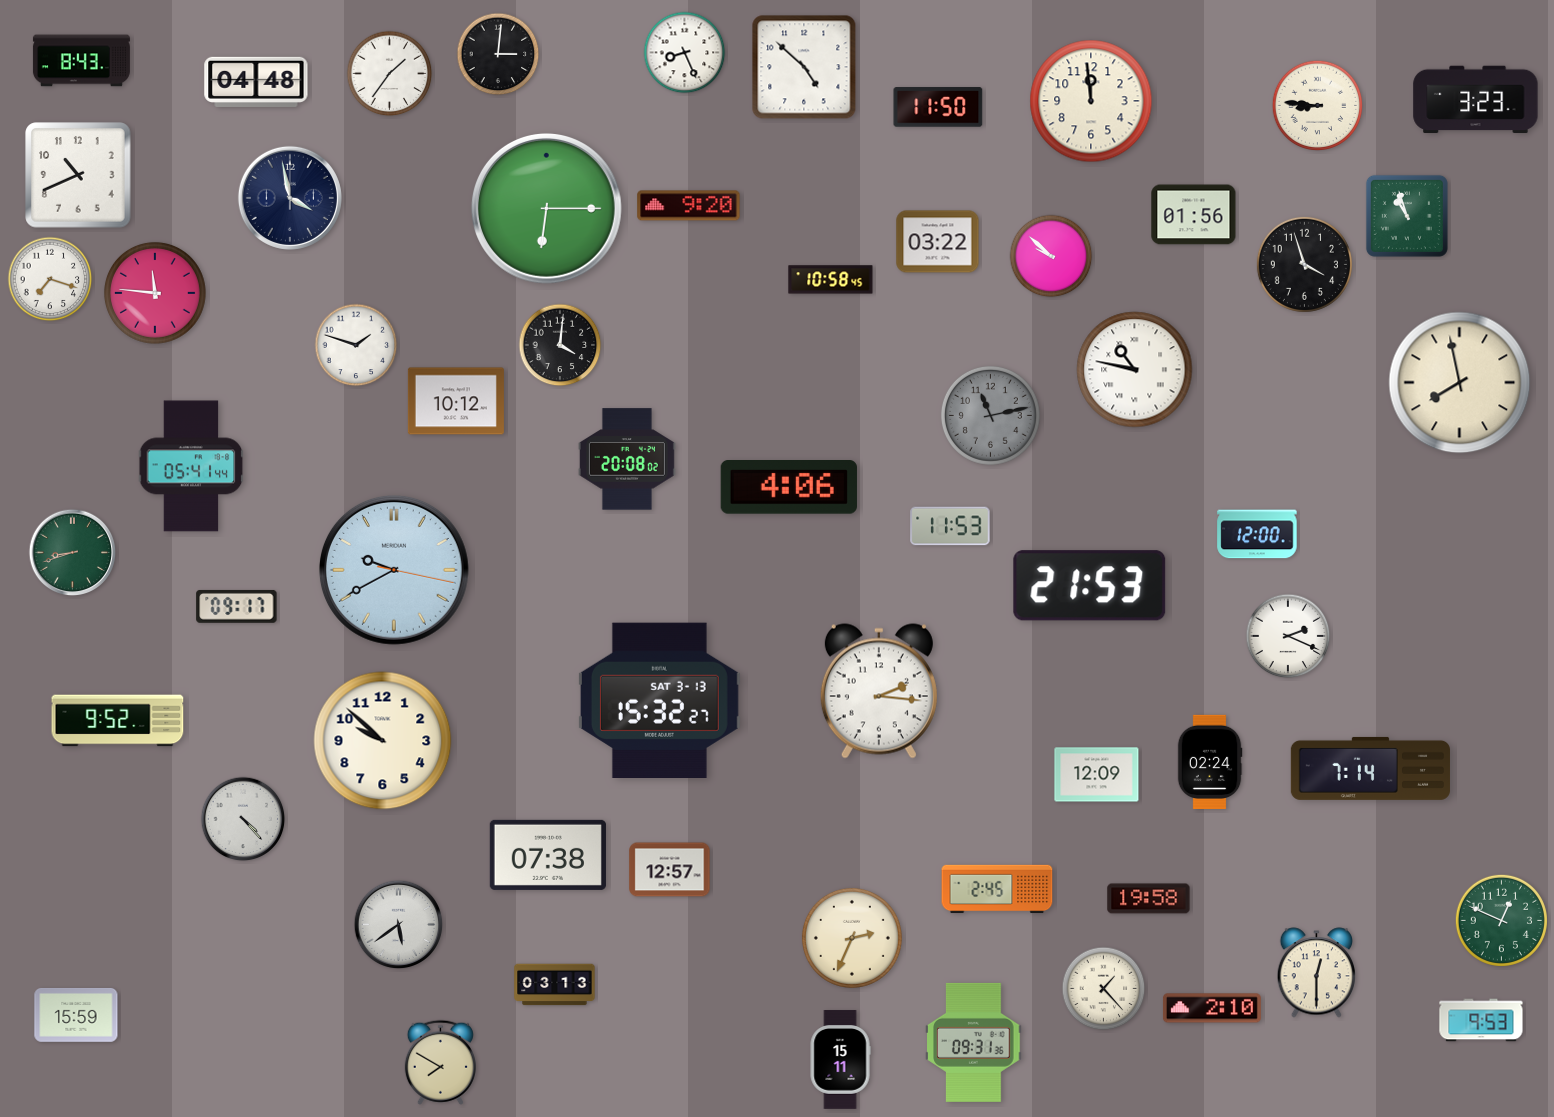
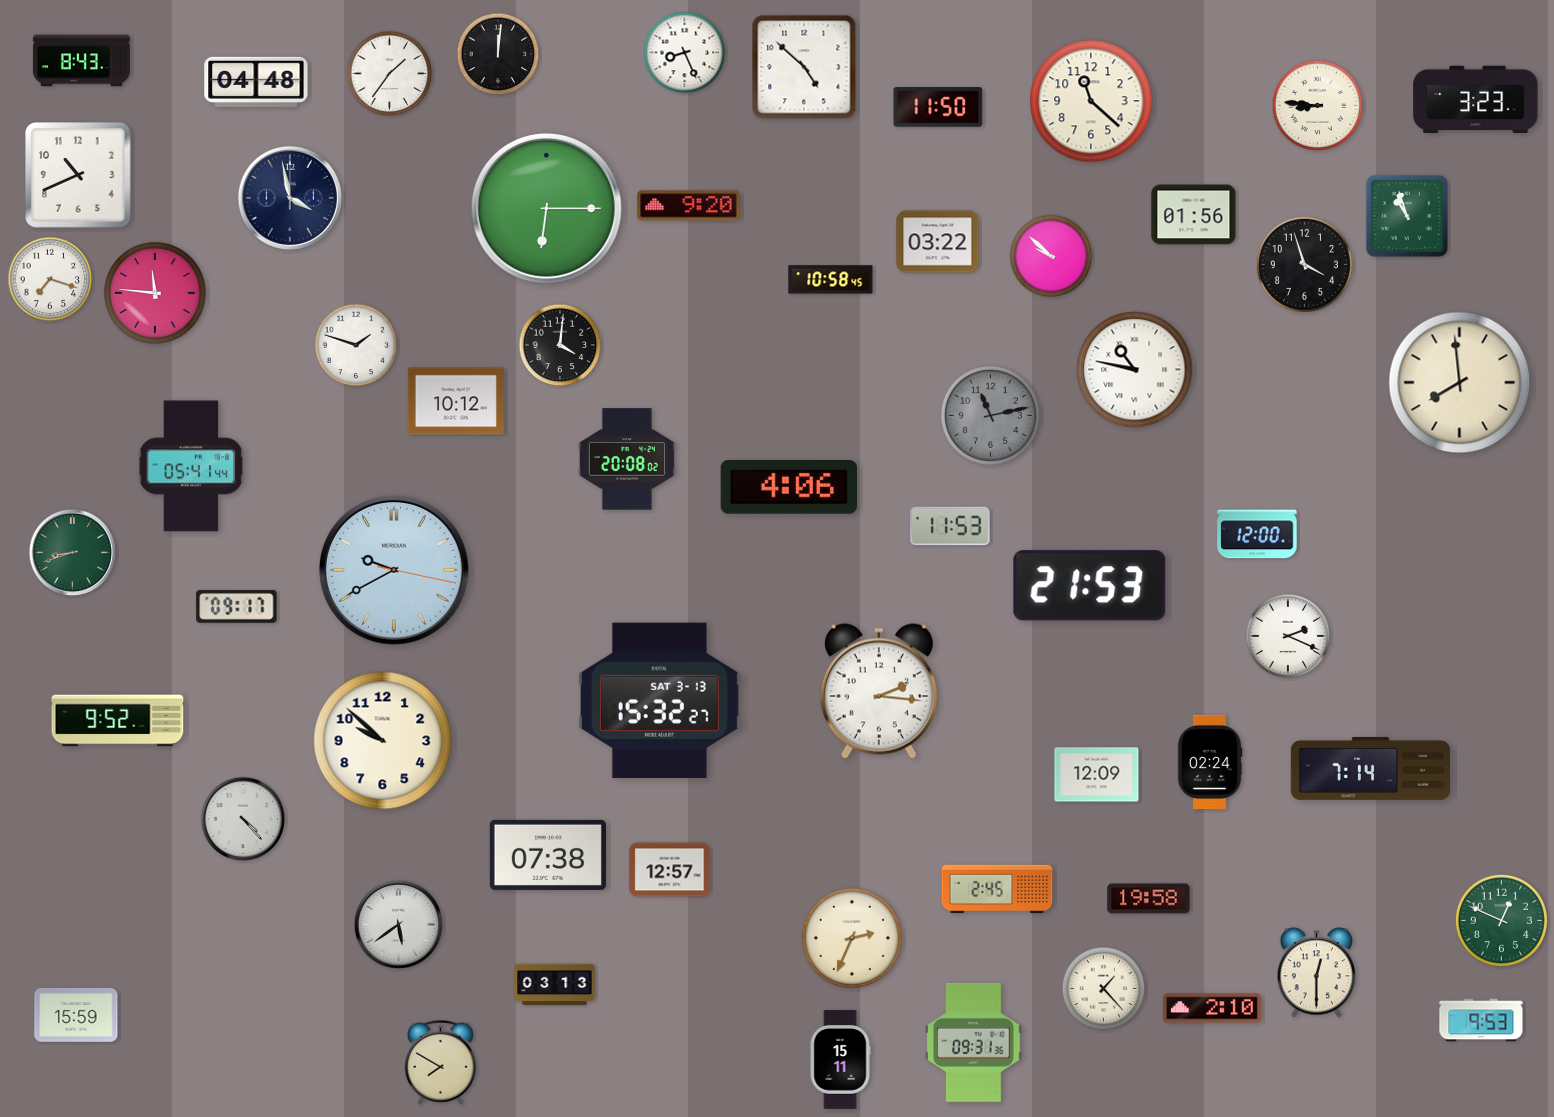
clock at (498, 54): 3:01 -> 12:01
clock at (1091, 101): 11:59 -> 11:22
clock at (1460, 383): 7:58 -> 7:59
